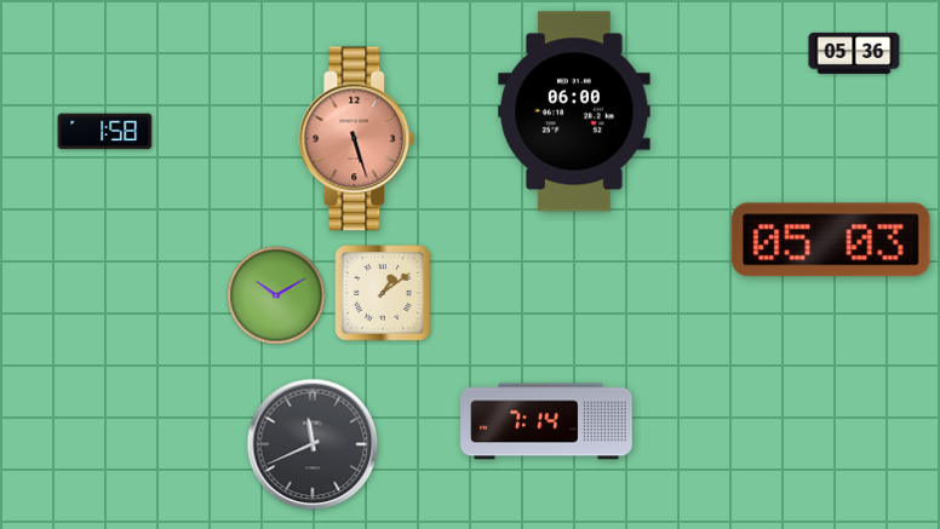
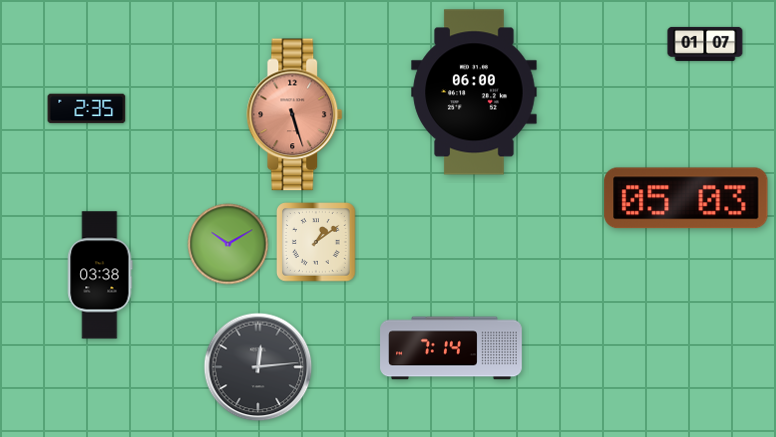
clock at (854, 53): 05:36 -> 01:07
clock at (105, 132): 1:58 -> 2:35
clock at (100, 275): none -> 03:38
clock at (313, 444): 11:41 -> 12:14
